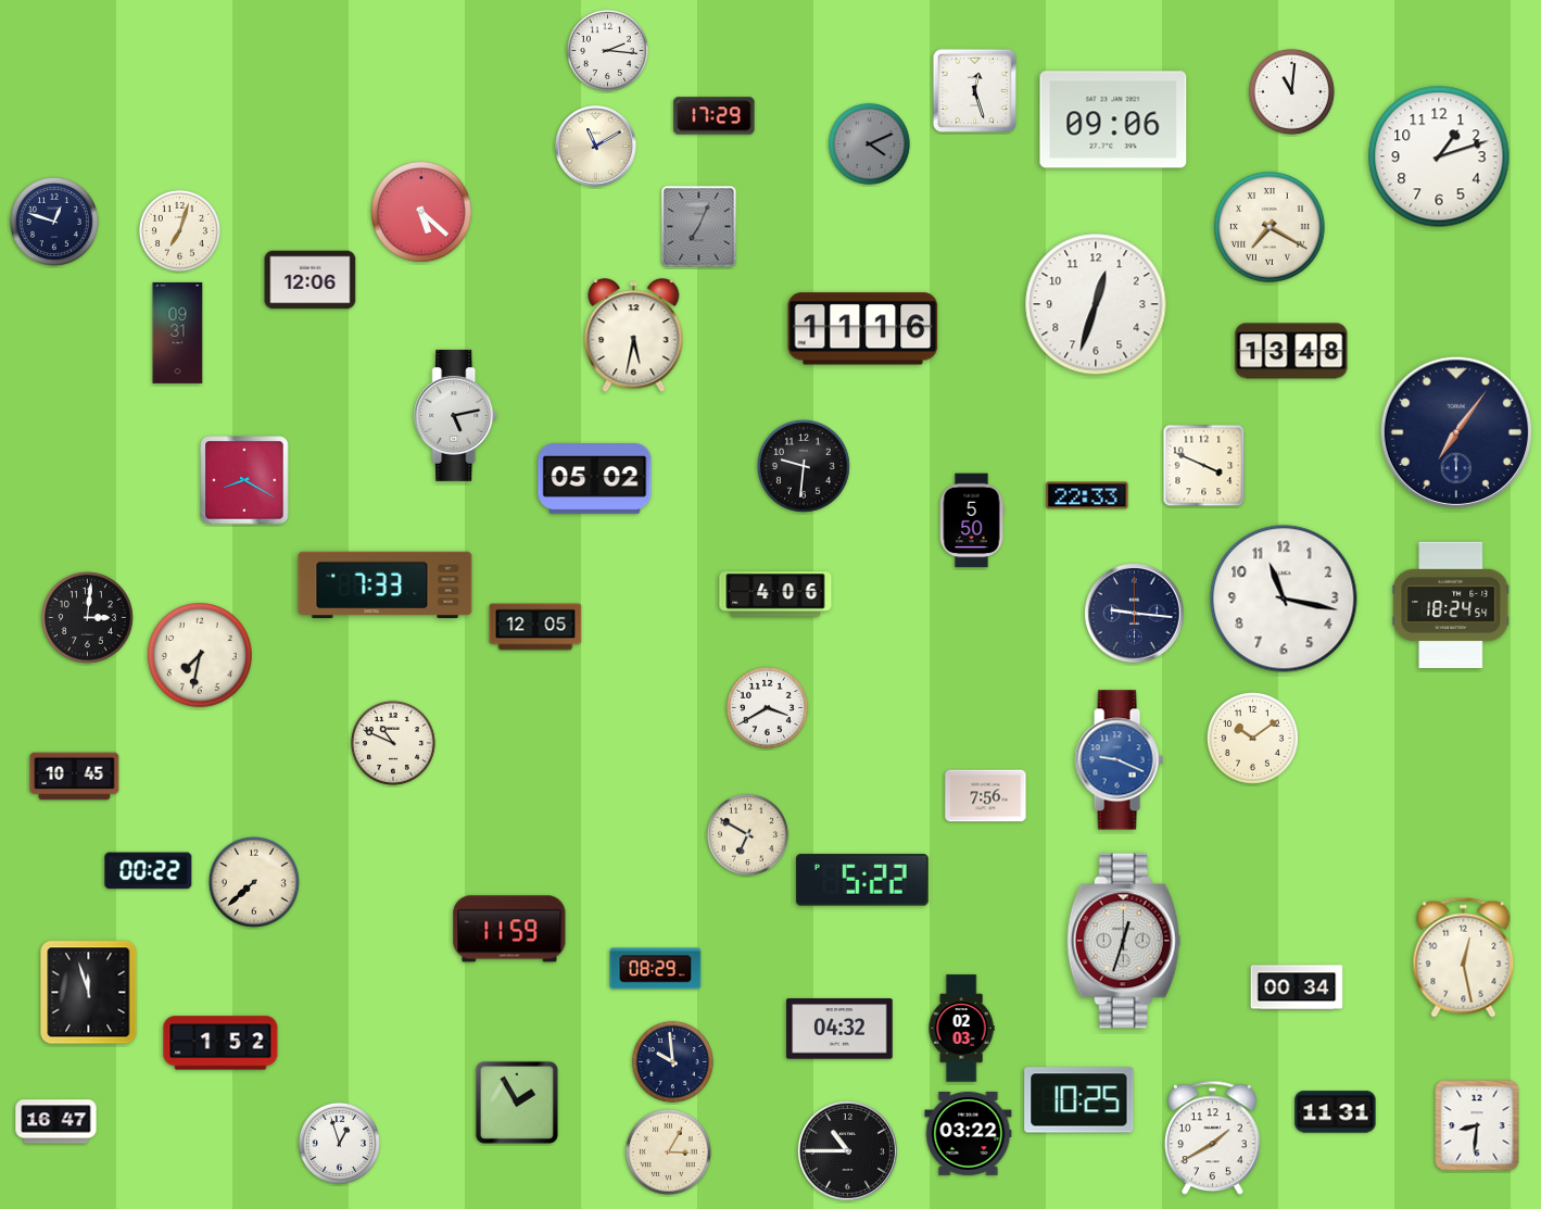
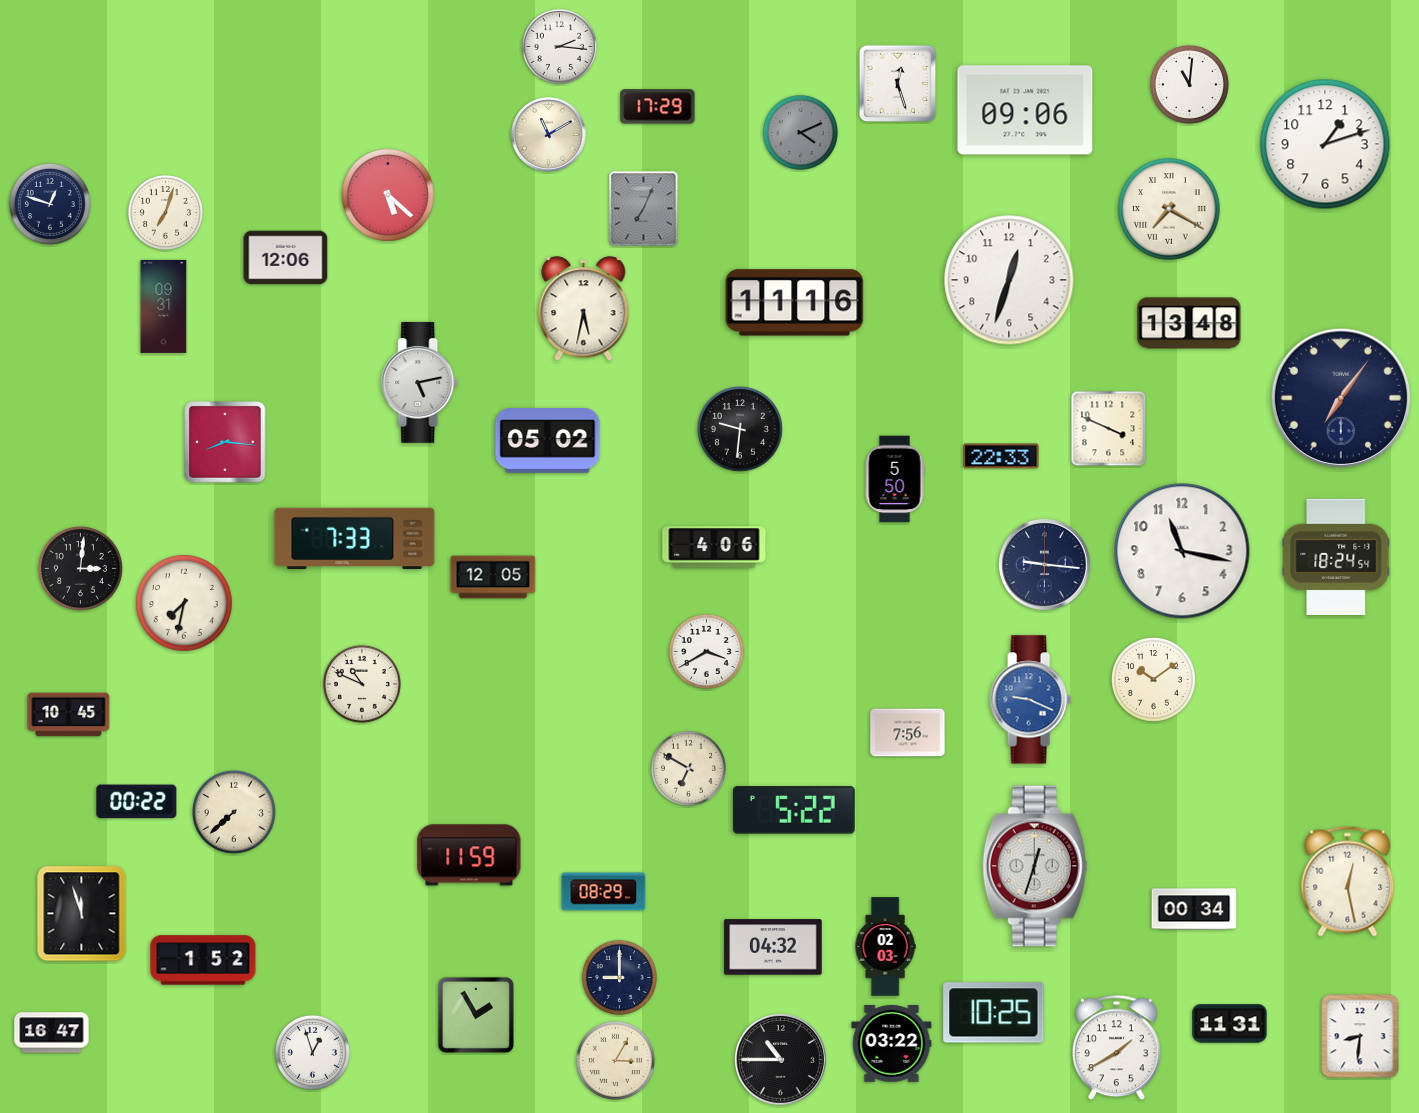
clock at (244, 480): 8:20 -> 8:16
clock at (672, 1061): 9:59 -> 9:00
